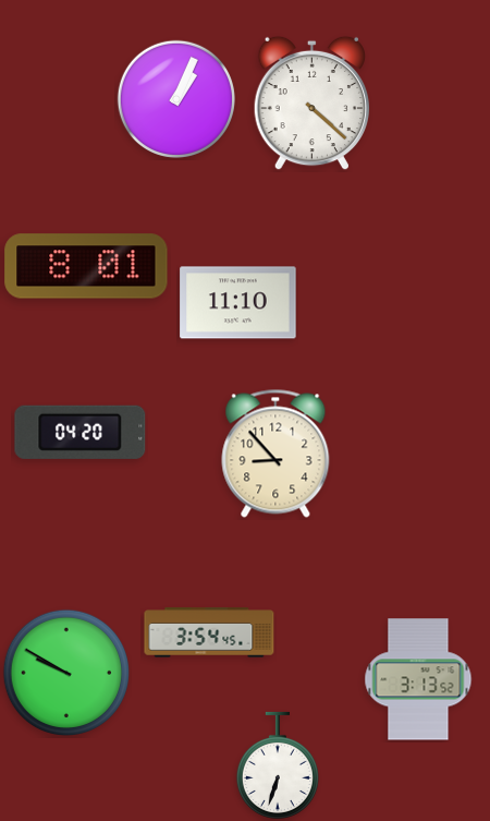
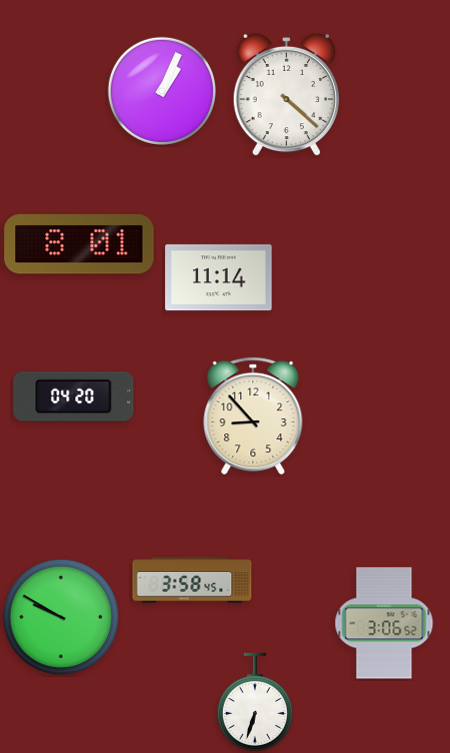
clock at (238, 303): 11:10 -> 11:14
clock at (209, 632): 3:54 -> 3:58
clock at (418, 679): 3:13 -> 3:06
